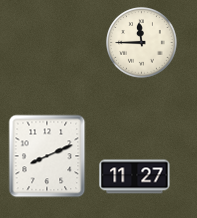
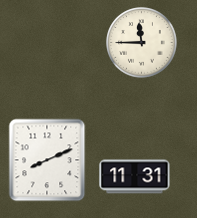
clock at (47, 156) position: (47, 156) -> (47, 160)
clock at (135, 177): 11:27 -> 11:31
